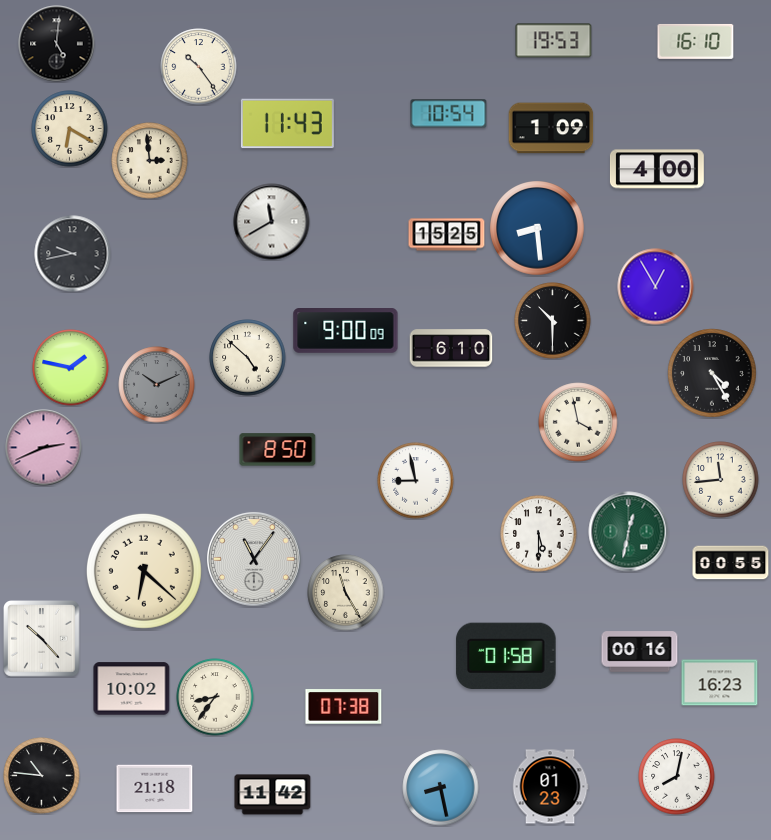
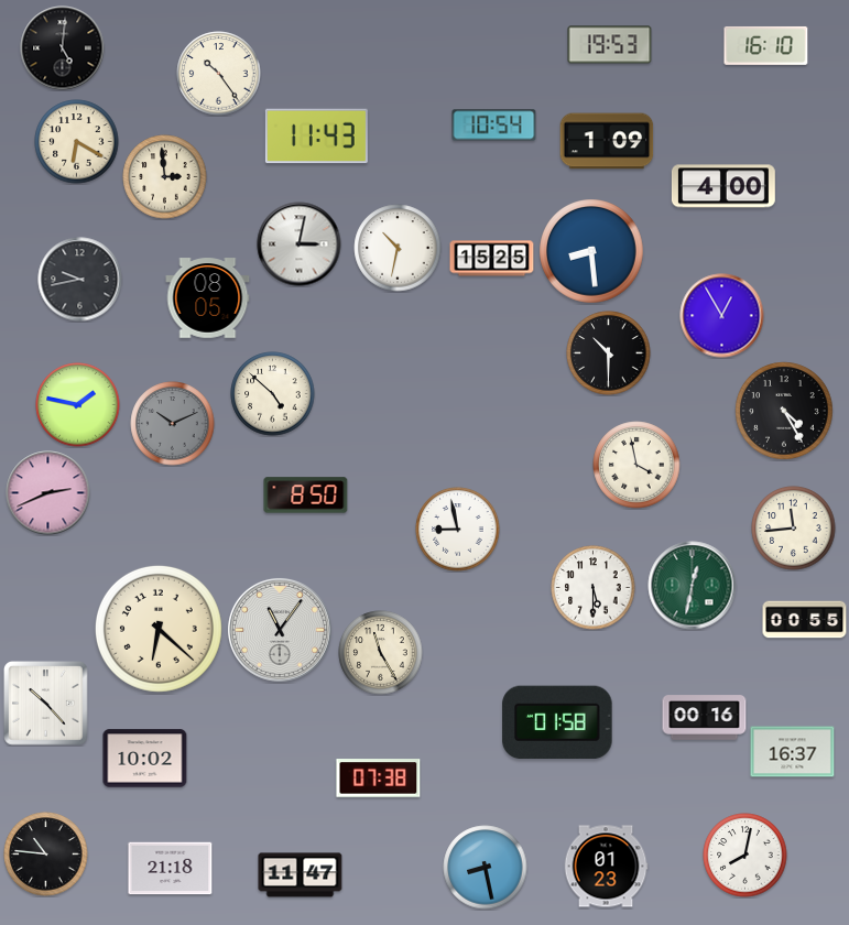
clock at (272, 222): 11:40 -> 3:02
clock at (398, 248): none -> 10:32
clock at (208, 298): none -> 08:05
clock at (346, 331): 9:00 -> none
clock at (451, 348): 6:10 -> none
clock at (254, 559) position: (254, 559) -> (280, 630)
clock at (720, 683): 16:23 -> 16:37
clock at (215, 697): 8:36 -> none
clock at (273, 795): 11:42 -> 11:47
